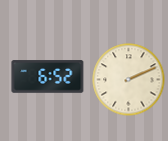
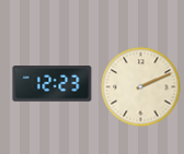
clock at (48, 77): 6:52 -> 12:23
